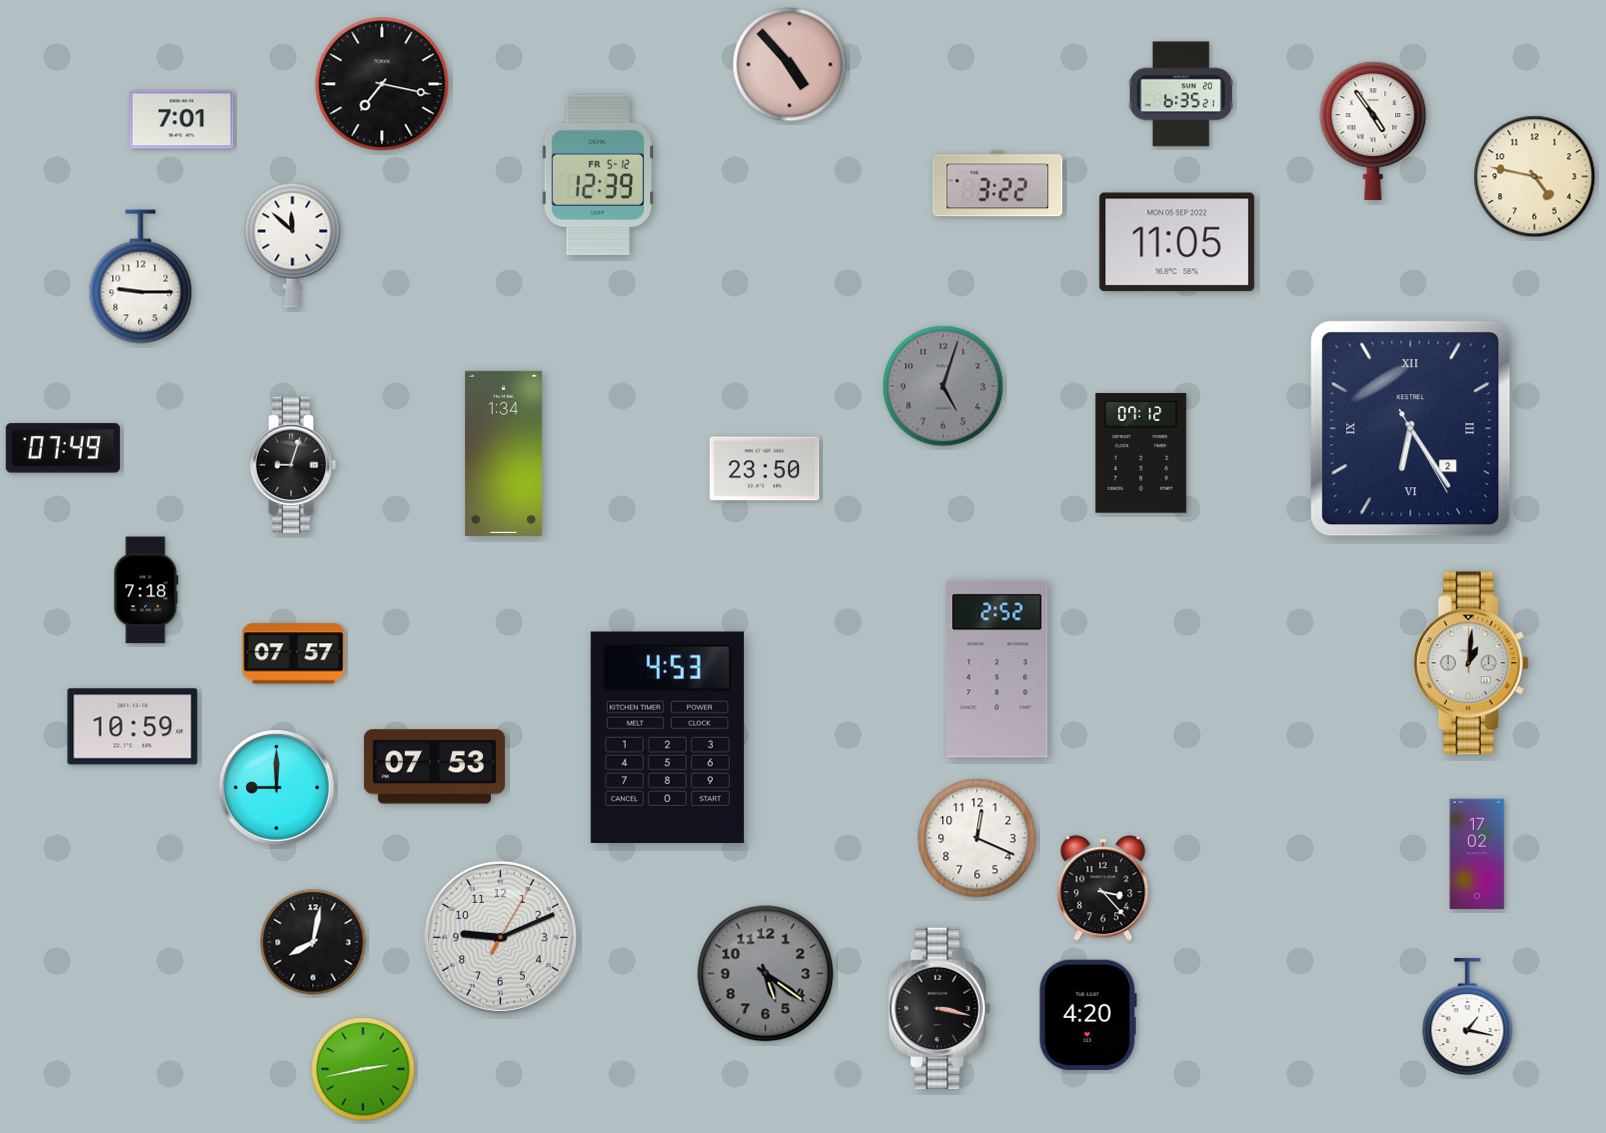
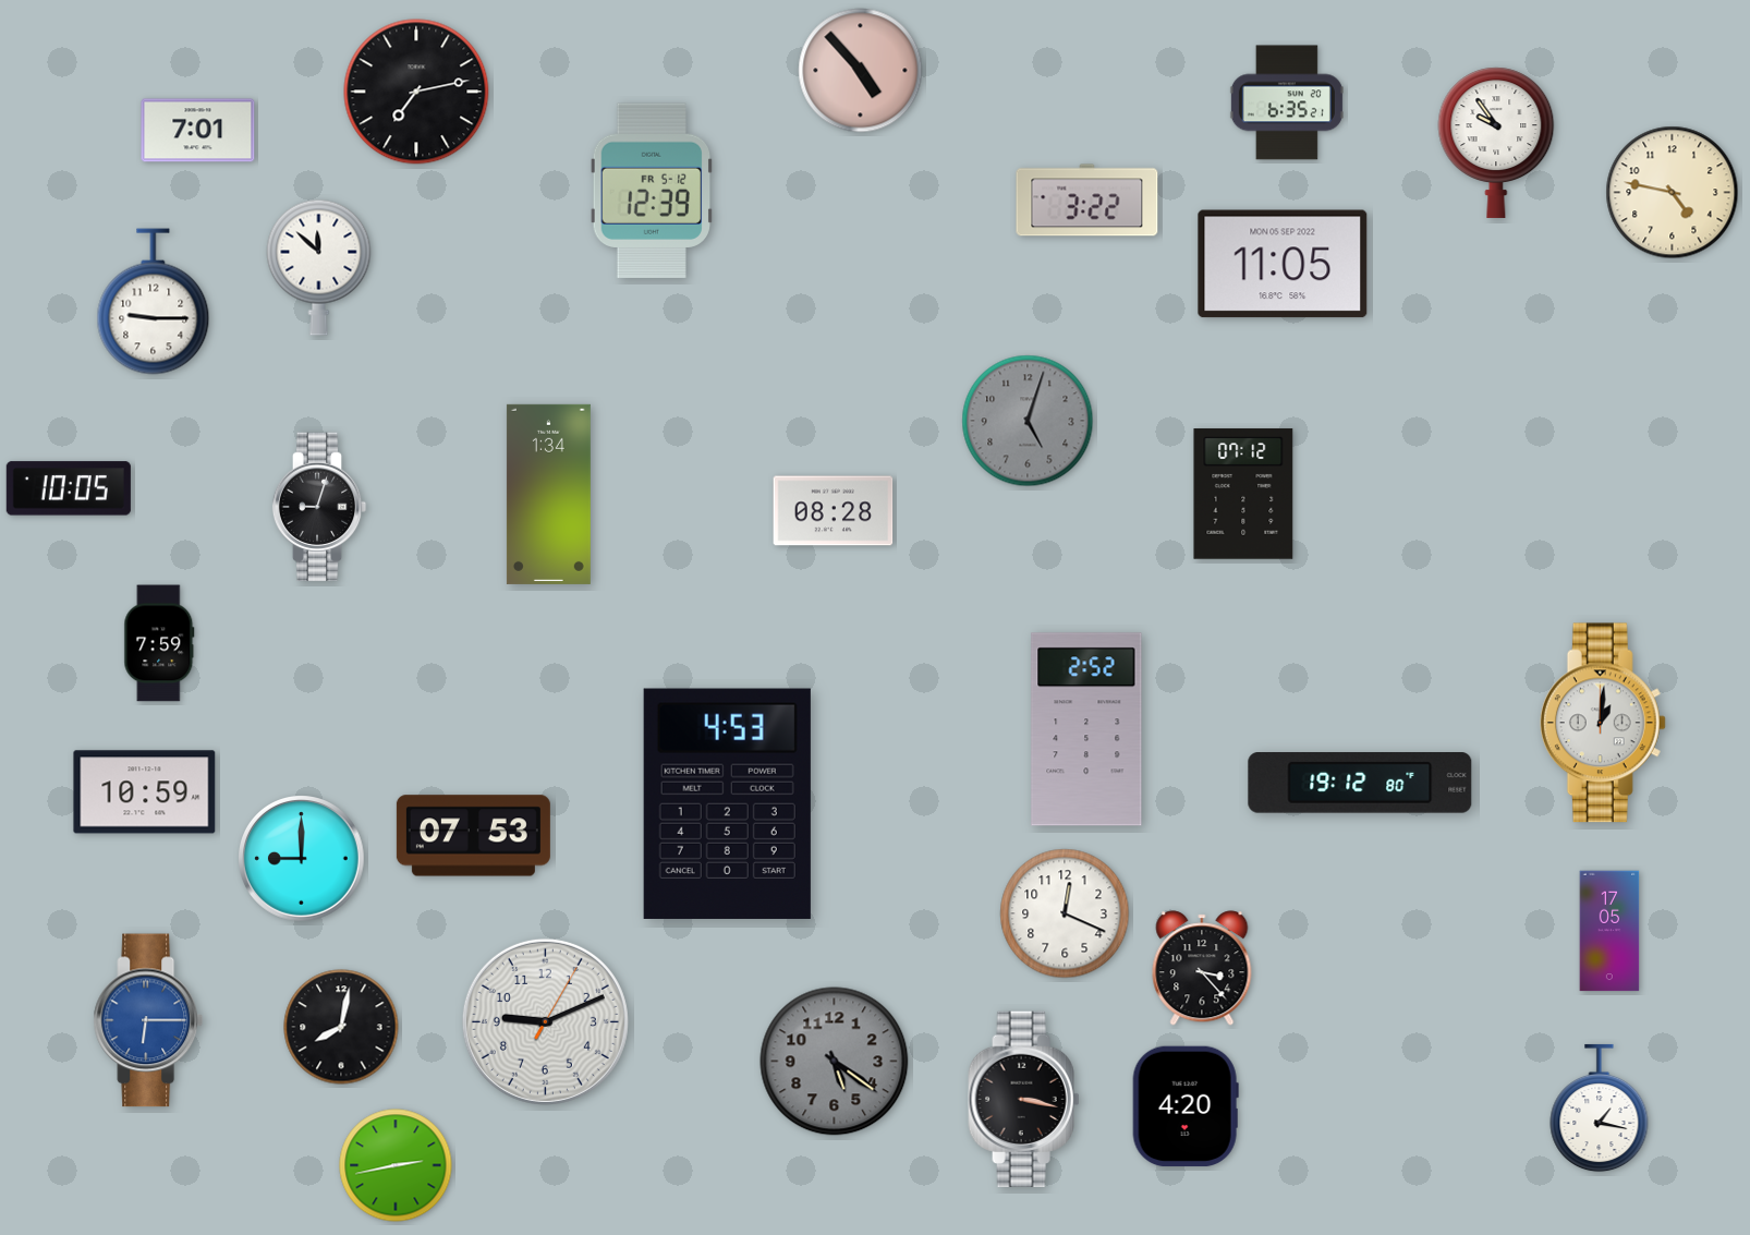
clock at (382, 84): 7:17 -> 7:13
clock at (1373, 131): 4:54 -> 9:54
clock at (1411, 429): 6:24 -> none
clock at (63, 448): 07:49 -> 10:05
clock at (765, 469): 23:50 -> 08:28
clock at (146, 590): 7:18 -> 7:59
clock at (294, 654): 07:57 -> none
clock at (1360, 784): none -> 19:12
clock at (1477, 854): 17:02 -> 17:05
clock at (148, 1020): none -> 6:15
